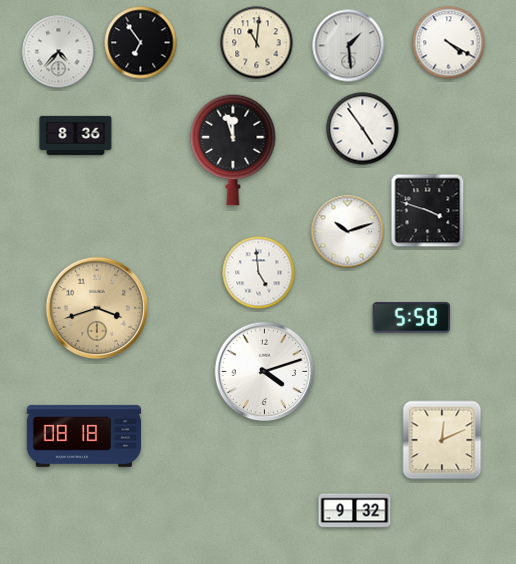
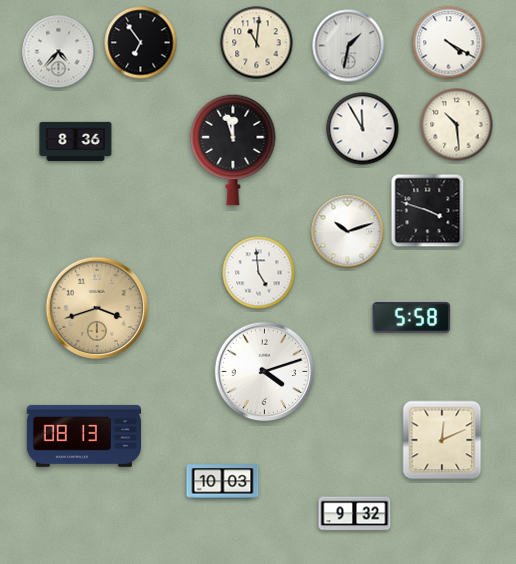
clock at (349, 46): 1:29 -> 1:32
clock at (457, 125): none -> 10:29
clock at (363, 129): 4:54 -> 11:55
clock at (76, 135) position: (76, 135) -> (76, 141)
clock at (83, 436): 08:18 -> 08:13
clock at (223, 482): none -> 10:03
clock at (355, 511) position: (355, 511) -> (355, 514)
